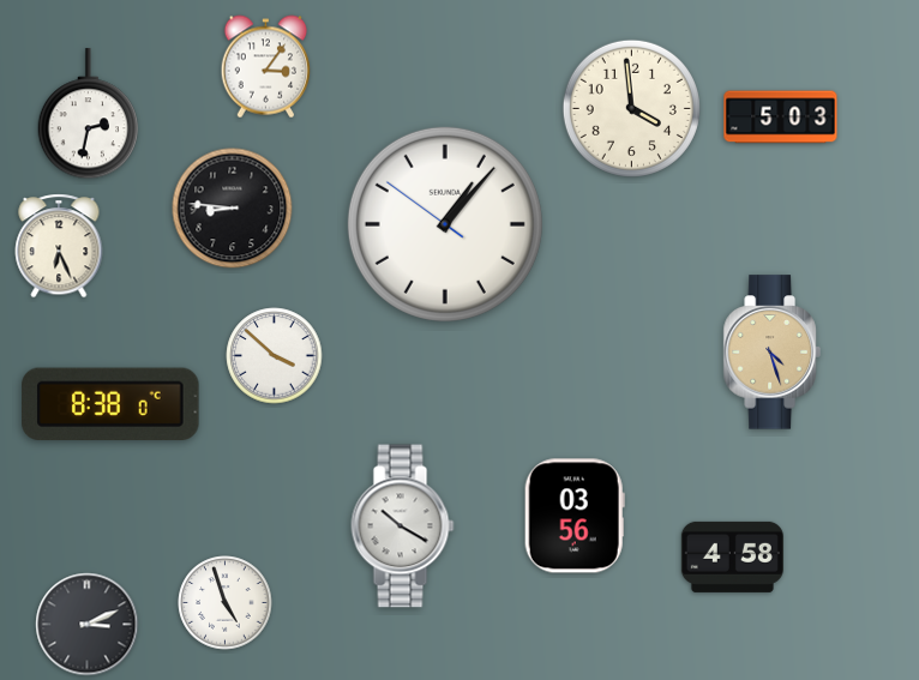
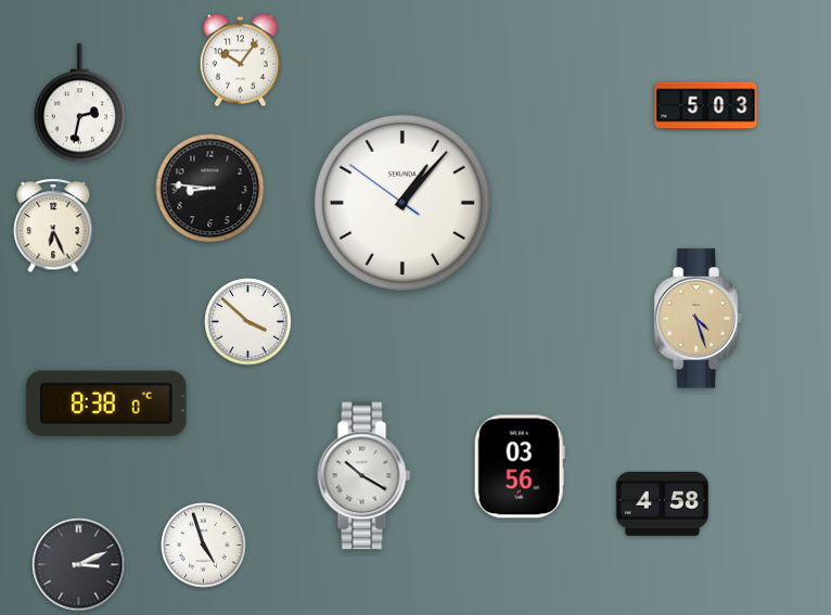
clock at (266, 67): 3:06 -> 10:06
clock at (631, 108): 3:59 -> none
clock at (59, 246) position: (59, 246) -> (53, 226)
clock at (110, 404) position: (110, 404) -> (106, 403)
